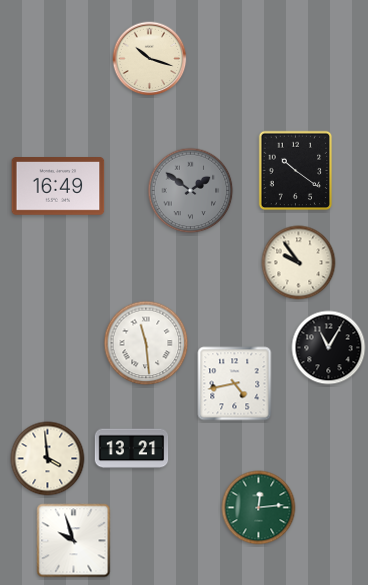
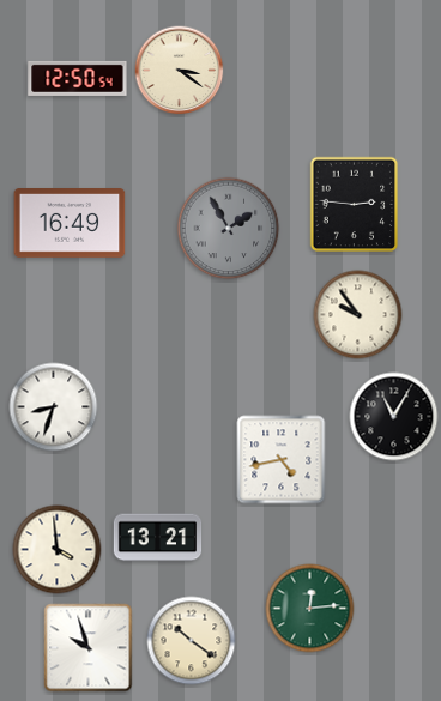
clock at (150, 59): 10:18 -> 3:21
clock at (78, 78): none -> 12:50
clock at (296, 171): 10:21 -> 2:46
clock at (191, 191): 1:51 -> 1:55
clock at (54, 407): none -> 8:33
clock at (146, 343): 11:29 -> none
clock at (192, 641): none -> 10:21
